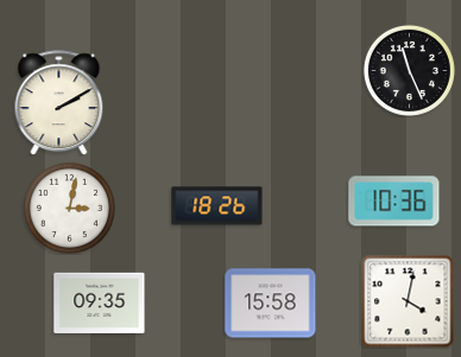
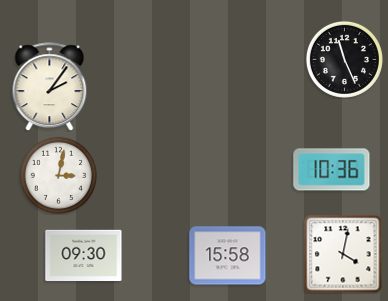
clock at (59, 103): 2:10 -> 2:06
clock at (217, 206): 18:26 -> none
clock at (100, 302): 09:35 -> 09:30
